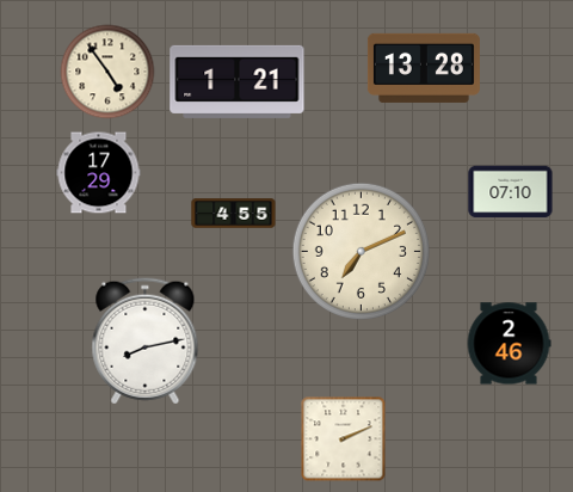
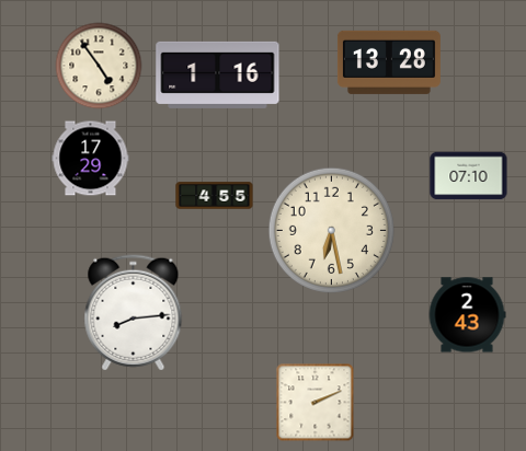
clock at (238, 81): 1:21 -> 1:16
clock at (361, 251): 7:11 -> 6:28
clock at (146, 342): 8:13 -> 8:14
clock at (509, 344): 2:46 -> 2:43
